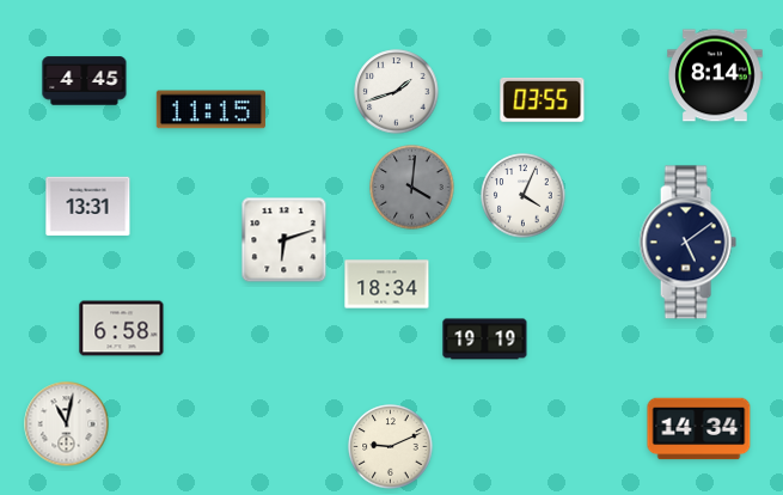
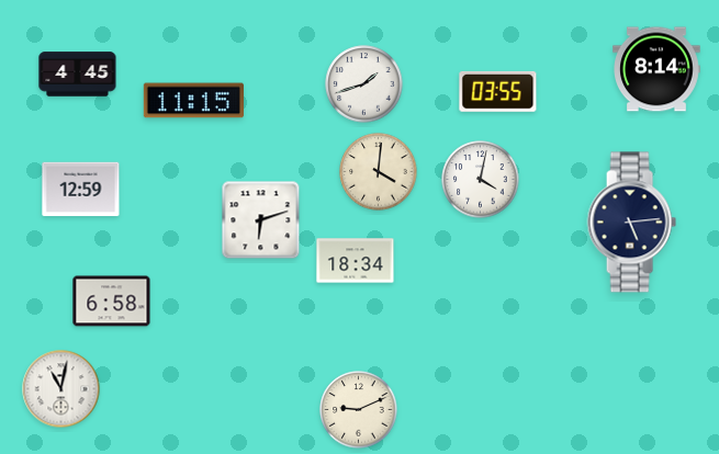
clock at (412, 188) dial: grey -> cream
clock at (524, 196): 4:04 -> 4:02
clock at (88, 207): 13:31 -> 12:59
clock at (687, 243): 5:09 -> 5:14
clock at (485, 340): 19:19 -> none
clock at (699, 429): 14:34 -> none
